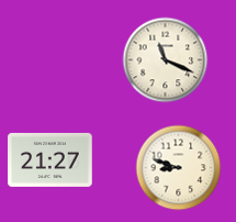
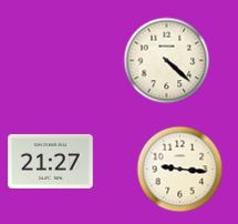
clock at (165, 59): 11:19 -> 4:22
clock at (178, 167): 8:48 -> 9:16
